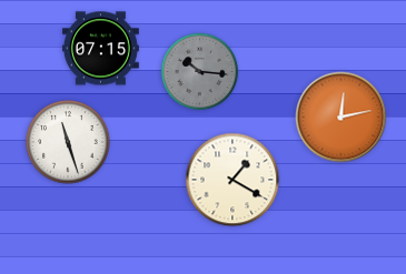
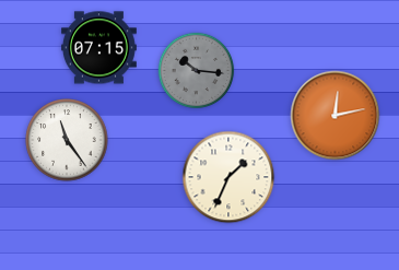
clock at (68, 142): 11:27 -> 11:24
clock at (232, 180): 1:20 -> 1:34
